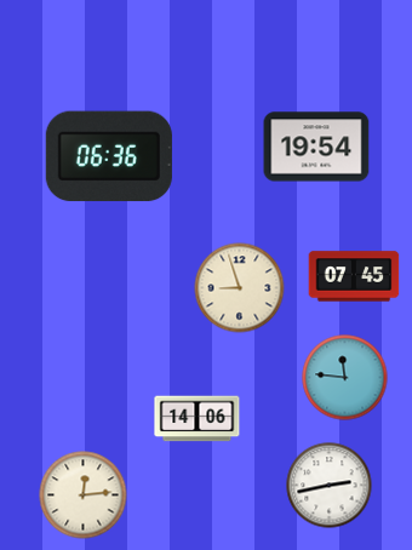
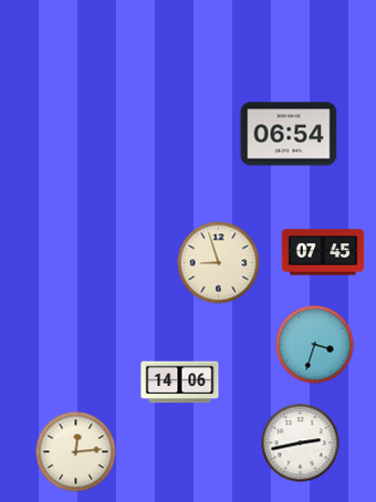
clock at (316, 147): 19:54 -> 06:54
clock at (109, 156): 06:36 -> none
clock at (345, 378): 11:46 -> 3:33
